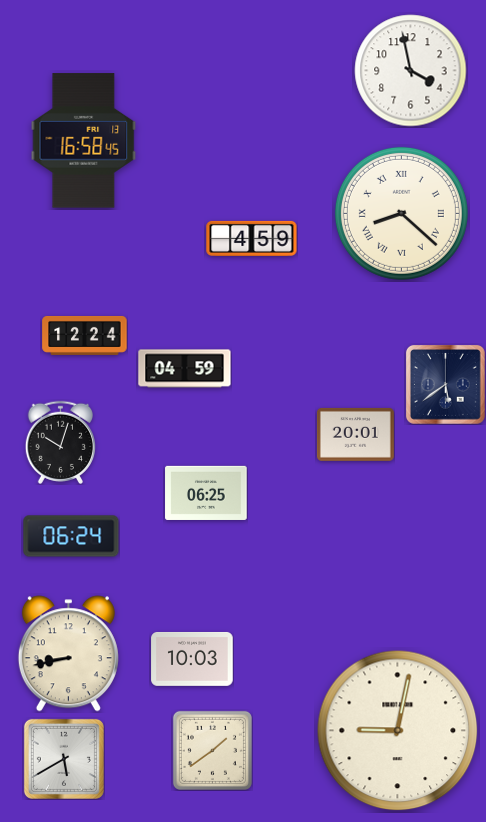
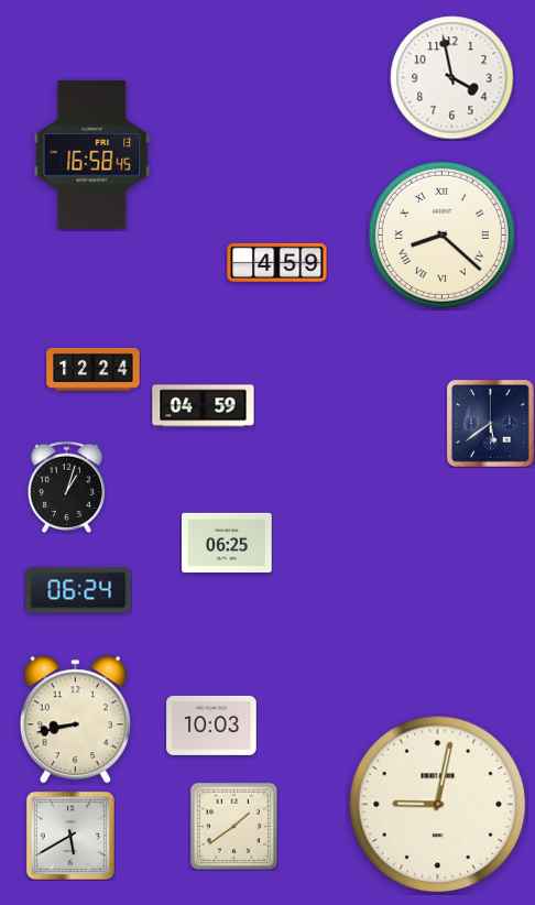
clock at (355, 434): 20:01 -> none
clock at (60, 442): 10:03 -> 1:03
